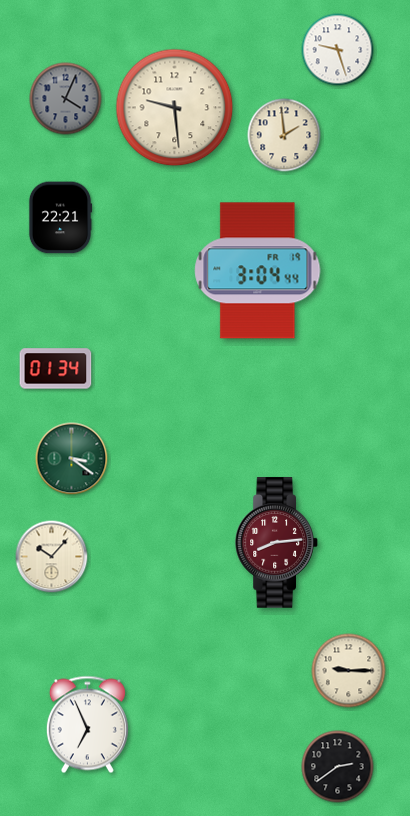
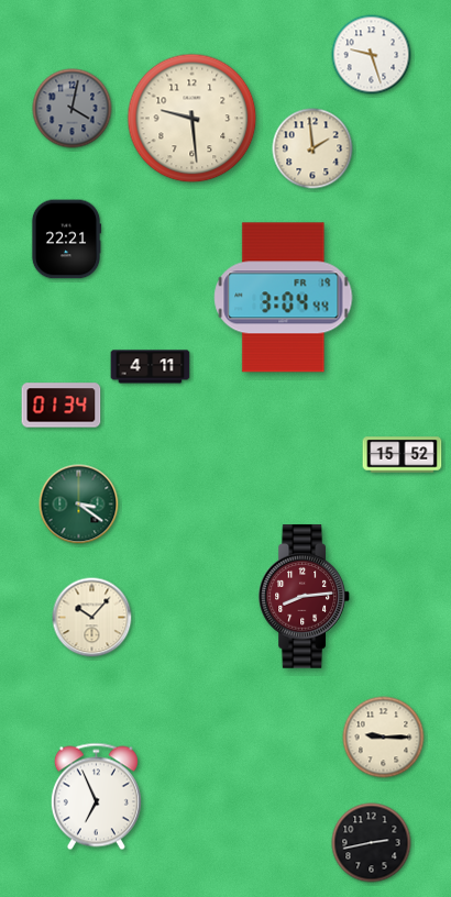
clock at (66, 99): 4:04 -> 4:02
clock at (151, 367): none -> 4:11
clock at (403, 455): none -> 15:52
clock at (52, 557) position: (52, 557) -> (92, 618)
clock at (338, 767): 2:39 -> 2:43
